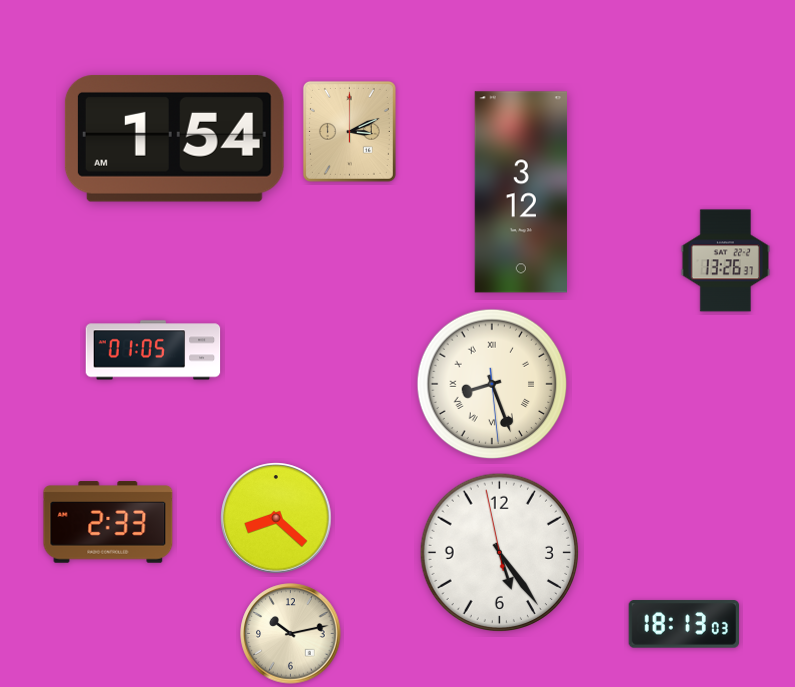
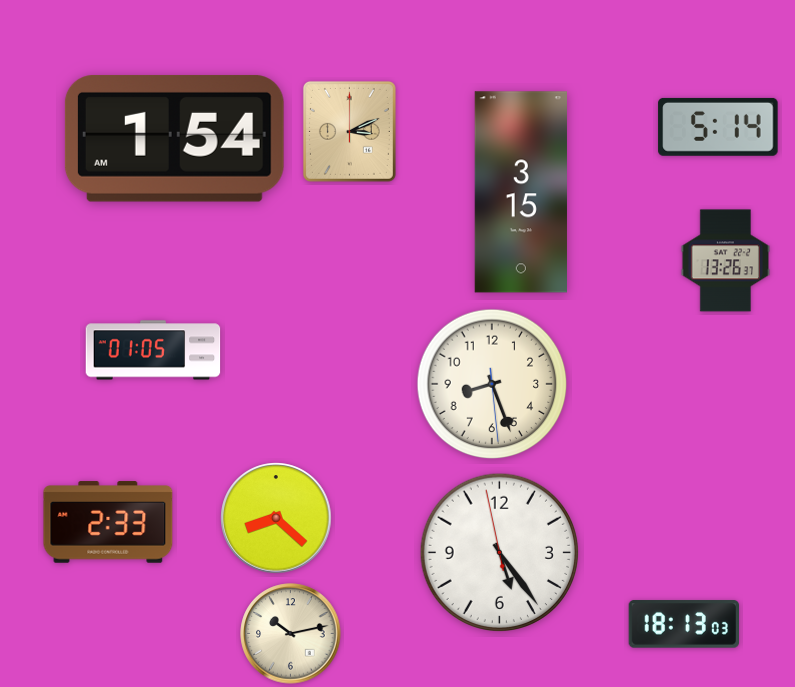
clock at (718, 127): none -> 5:14
clock at (521, 192): 3:12 -> 3:15
clock at (492, 384) numerals: Roman -> Arabic
